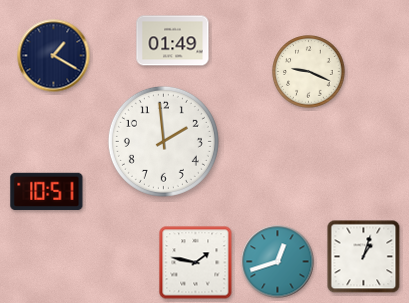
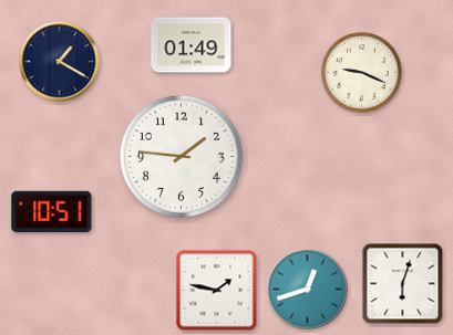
clock at (309, 72) position: (309, 72) -> (362, 73)
clock at (163, 141): 1:59 -> 1:46
clock at (364, 257): 1:03 -> 6:03
